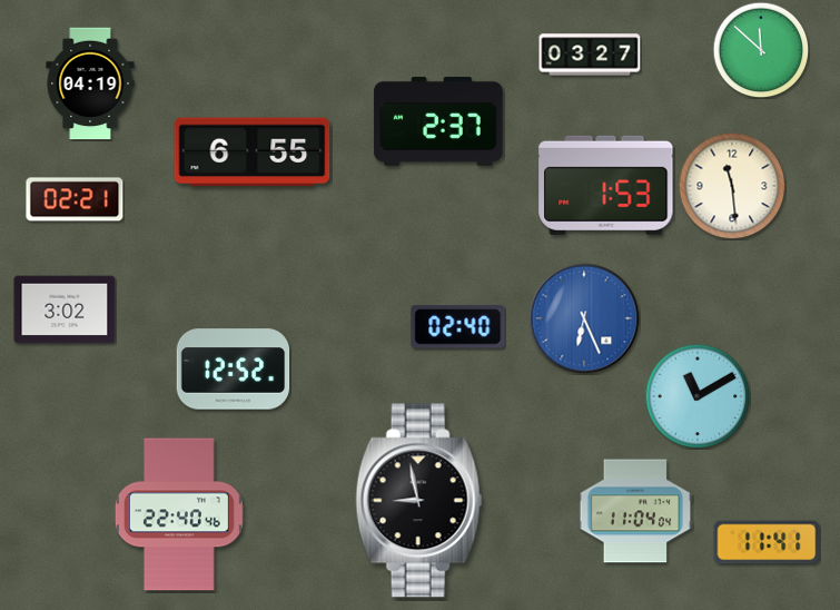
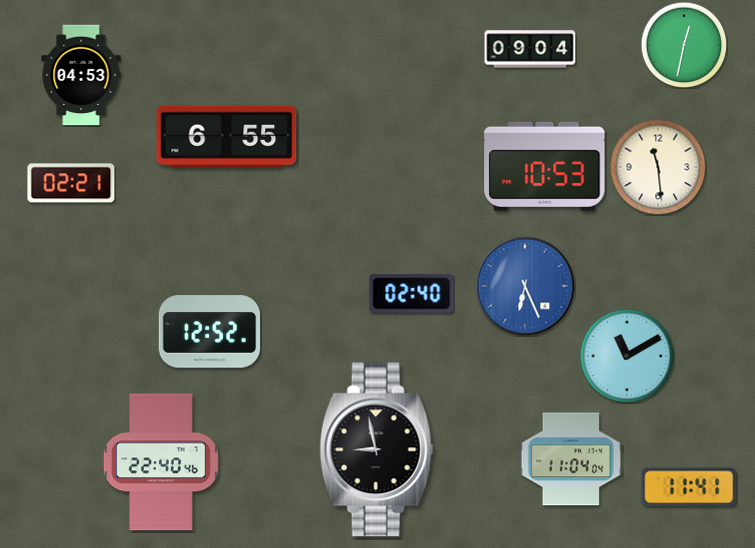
clock at (761, 50): 11:52 -> 12:32
clock at (590, 55): 03:27 -> 09:04
clock at (90, 83): 04:19 -> 04:53
clock at (438, 121): 2:37 -> none
clock at (606, 185): 1:53 -> 10:53
clock at (75, 199) position: (75, 199) -> (71, 183)
clock at (65, 309): 3:02 -> none
